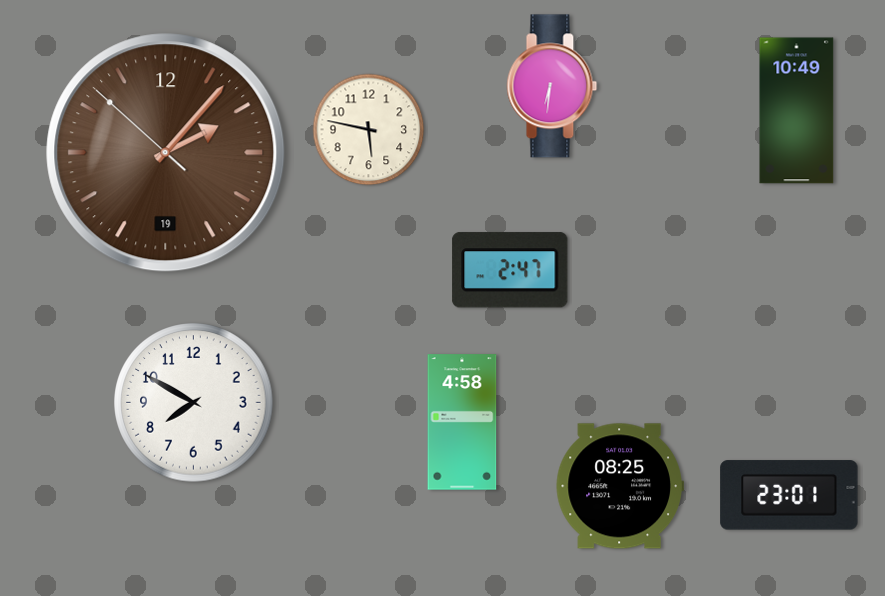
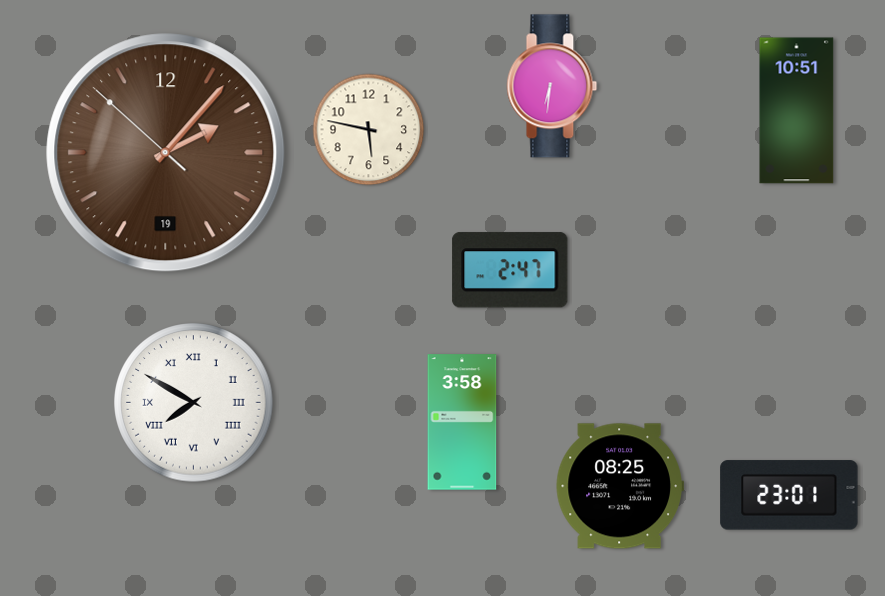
clock at (797, 111): 10:49 -> 10:51
clock at (194, 403) numerals: Arabic -> Roman
clock at (462, 422): 4:58 -> 3:58
